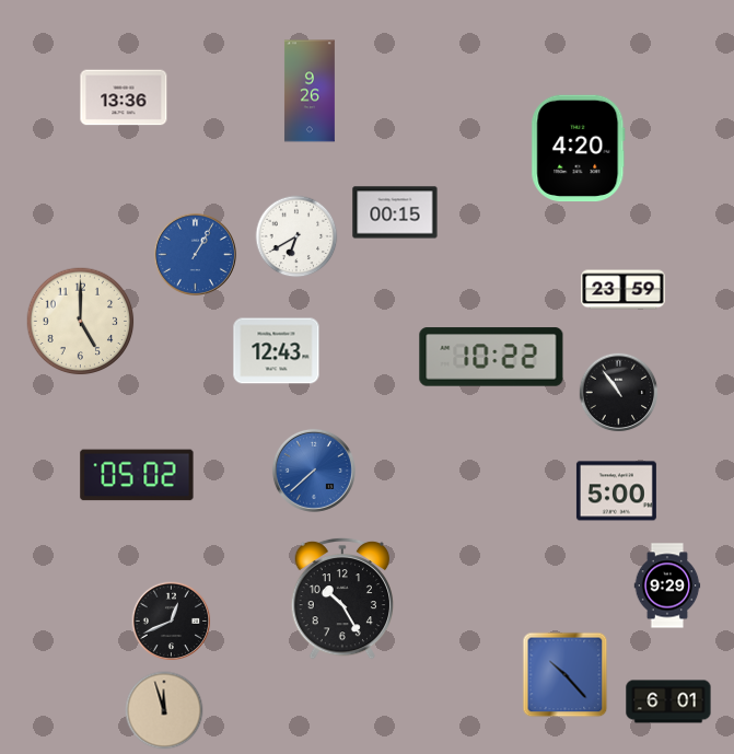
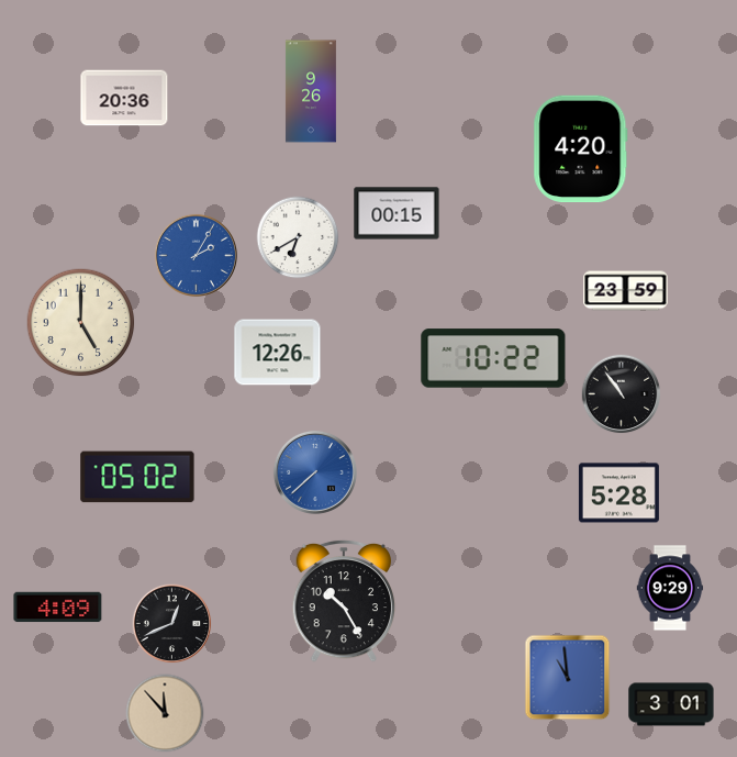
clock at (124, 97): 13:36 -> 20:36
clock at (195, 254): 1:05 -> 2:05
clock at (277, 351): 12:43 -> 12:26
clock at (616, 491): 5:00 -> 5:28
clock at (58, 608): none -> 4:09
clock at (566, 675): 10:23 -> 10:59
clock at (668, 701): 6:01 -> 3:01
clock at (164, 710): 11:57 -> 11:53
